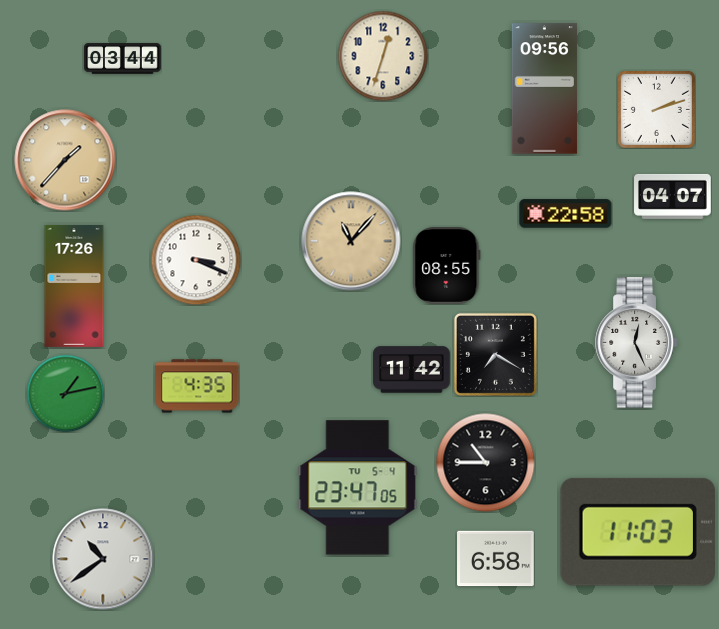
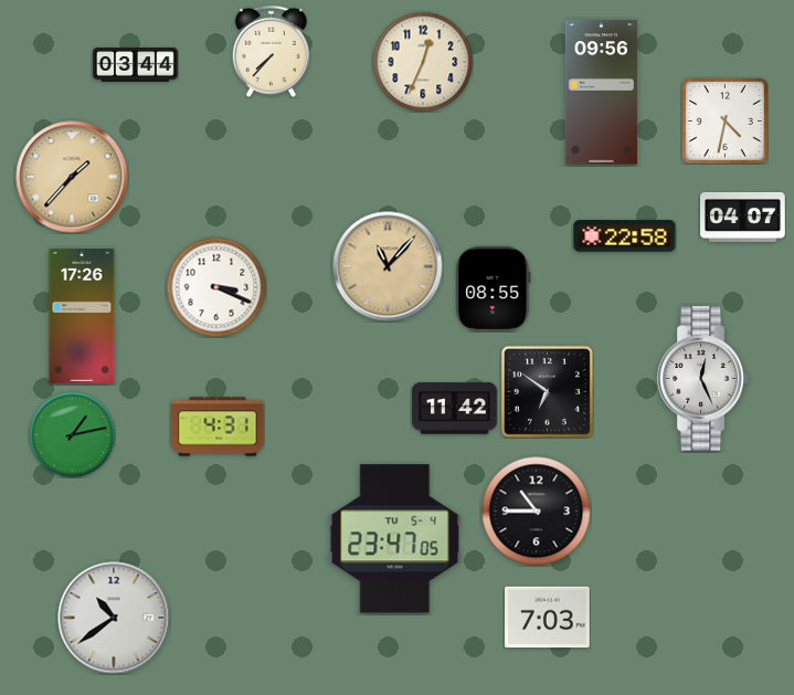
clock at (271, 51): none -> 7:37
clock at (383, 56): 12:33 -> 12:34
clock at (544, 89) position: (544, 89) -> (601, 93)
clock at (656, 109): 2:12 -> 4:32
clock at (447, 266) position: (447, 266) -> (494, 289)
clock at (495, 354): 7:20 -> 6:51
clock at (197, 386): 4:35 -> 4:31
clock at (638, 532): 11:03 -> none
clock at (496, 559): 6:58 -> 7:03
